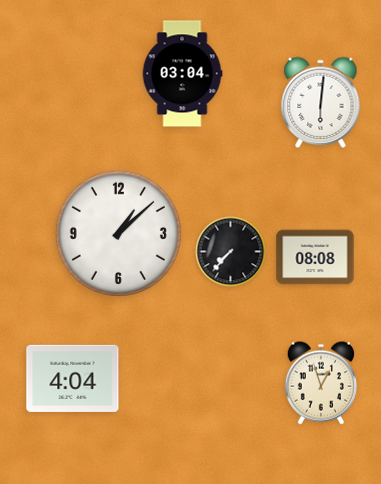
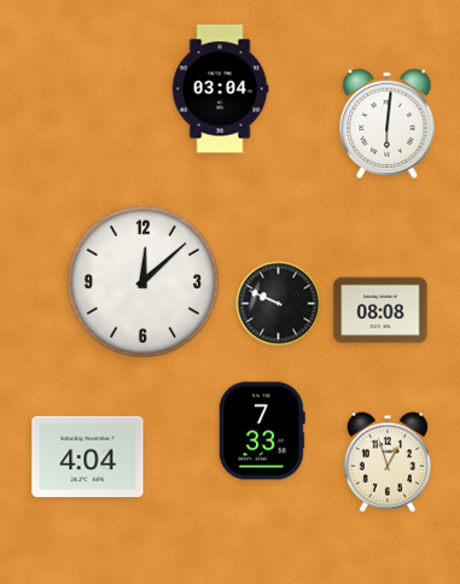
clock at (118, 233): 1:08 -> 12:08
clock at (231, 252): 7:37 -> 9:49
clock at (262, 431): none -> 7:33
